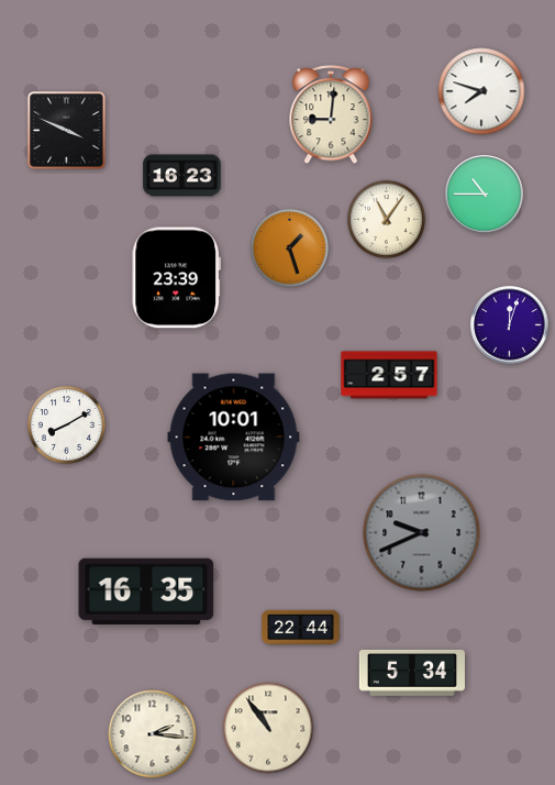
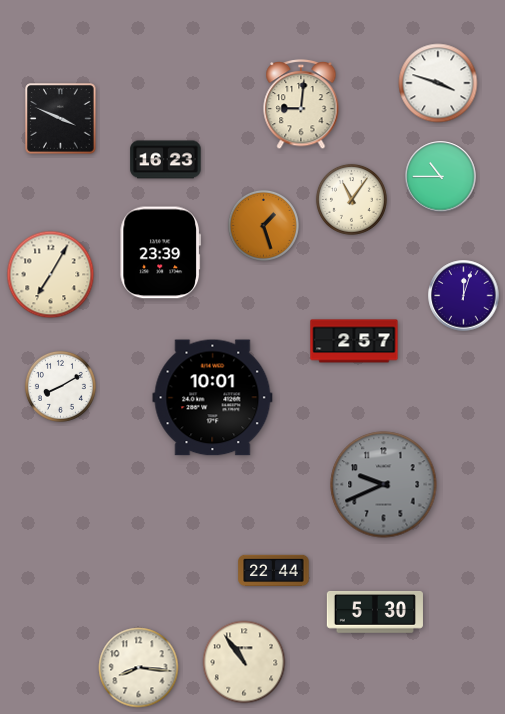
clock at (481, 91): 7:48 -> 3:48
clock at (51, 275): none -> 7:05
clock at (146, 591): 16:35 -> none
clock at (412, 673): 5:34 -> 5:30
clock at (153, 734): 2:16 -> 8:16
